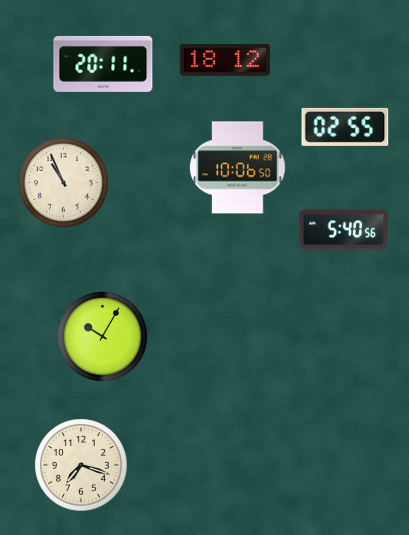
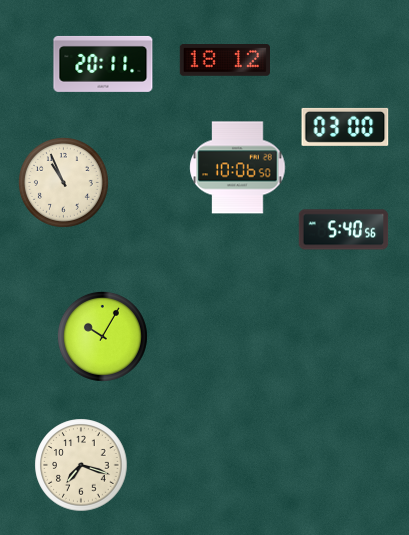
clock at (345, 127): 02:55 -> 03:00
